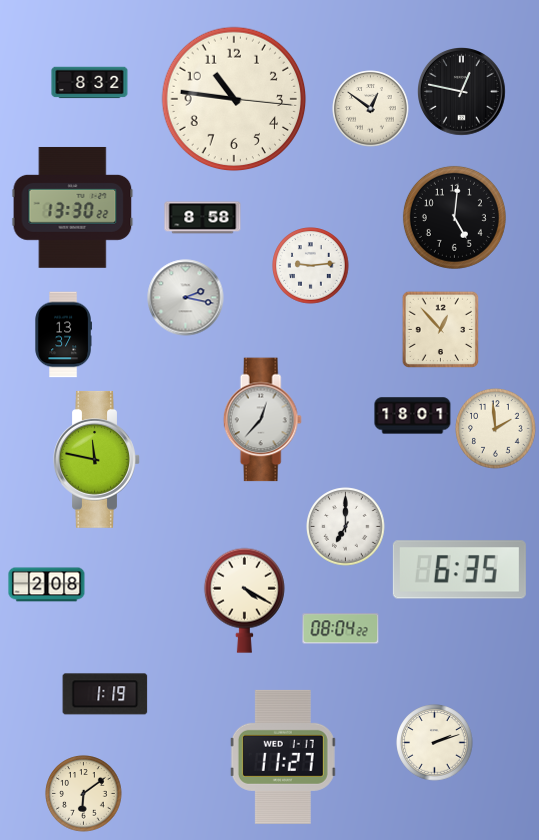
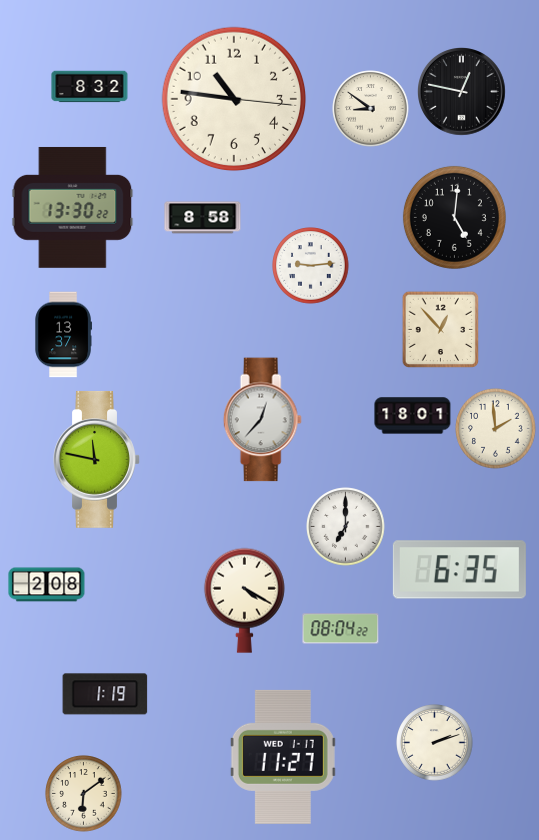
clock at (90, 83) position: (90, 83) -> (90, 87)
clock at (371, 109): 12:51 -> 8:51
clock at (186, 298): 2:17 -> none
